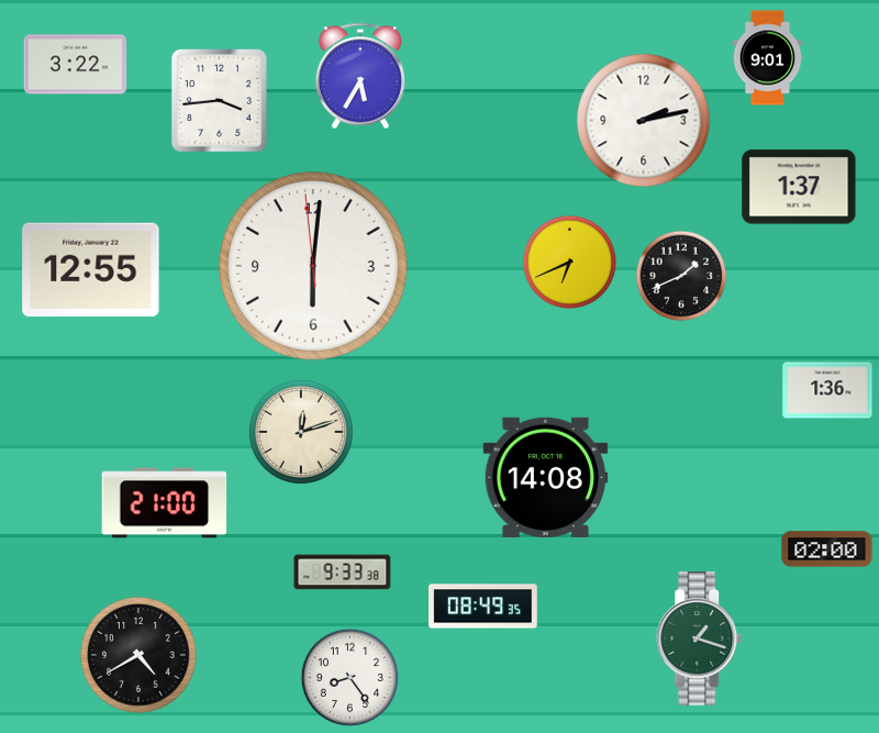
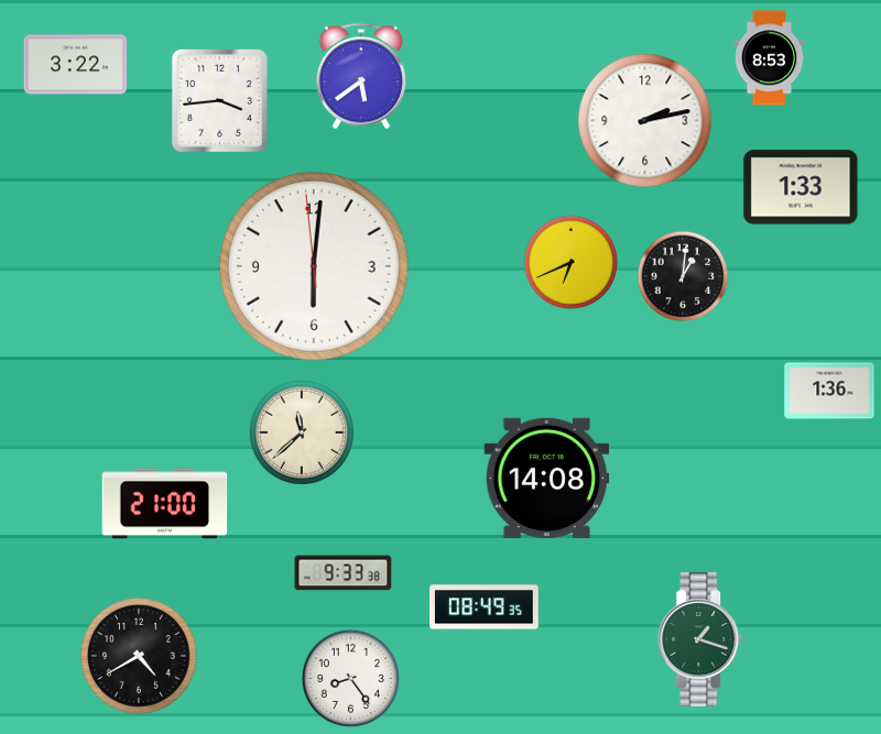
clock at (768, 58): 9:01 -> 8:53
clock at (360, 76): 5:35 -> 5:39
clock at (799, 187): 1:37 -> 1:33
clock at (91, 270): 12:55 -> none
clock at (681, 276): 1:41 -> 1:01
clock at (301, 432): 12:12 -> 11:38
clock at (827, 549): 02:00 -> none
